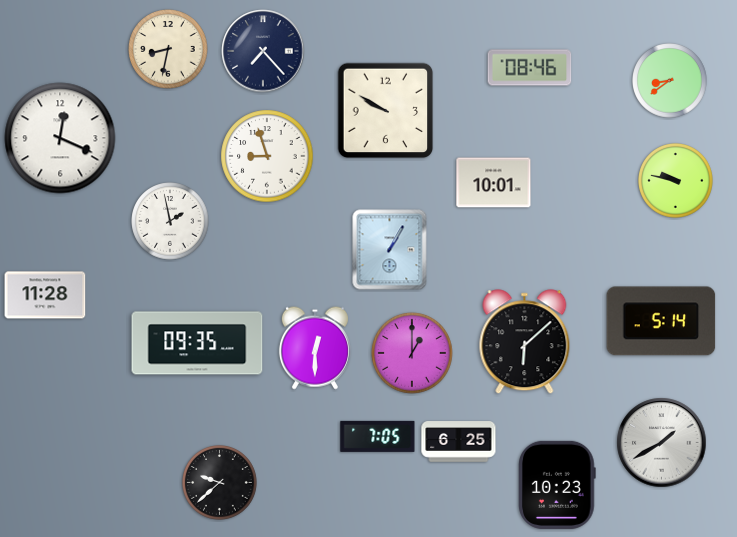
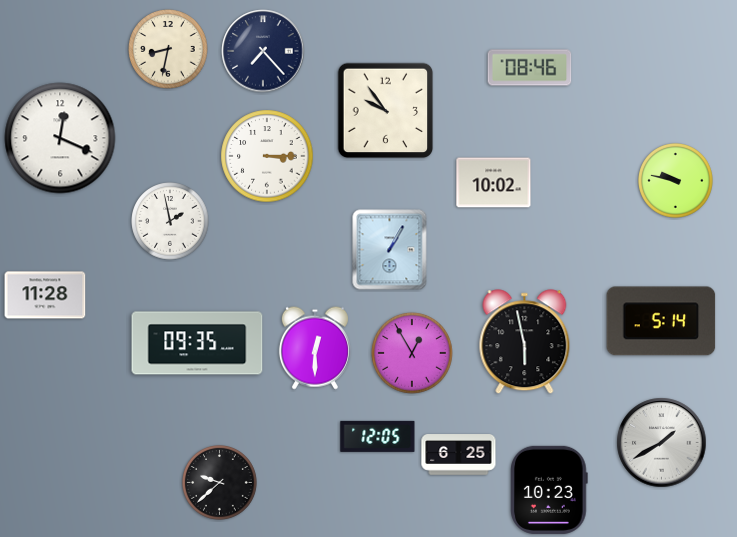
clock at (670, 81): 8:39 -> none
clock at (386, 111): 9:50 -> 9:54
clock at (267, 156): 8:57 -> 3:15
clock at (494, 183): 10:01 -> 10:02
clock at (525, 342): 6:08 -> 5:58
clock at (412, 353): 1:00 -> 12:55
clock at (378, 436): 7:05 -> 12:05
clock at (459, 442) position: (459, 442) -> (459, 455)
clock at (557, 485) position: (557, 485) -> (549, 490)
